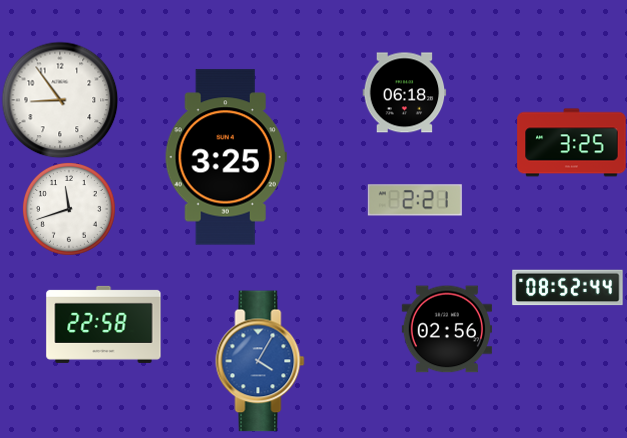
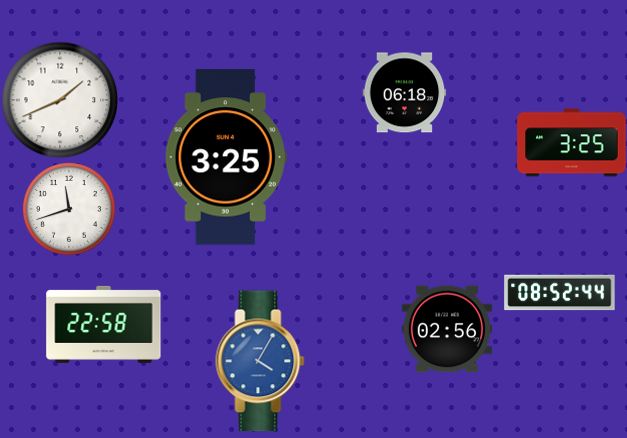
clock at (60, 100): 8:54 -> 1:41
clock at (415, 200): 2:21 -> none
clock at (568, 288) position: (568, 288) -> (560, 293)
